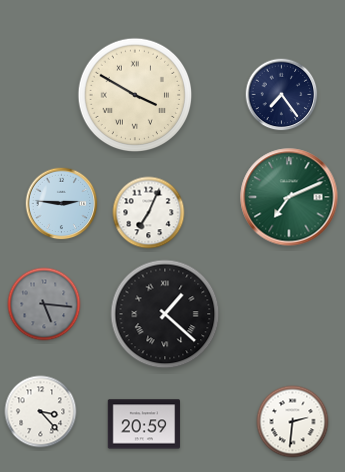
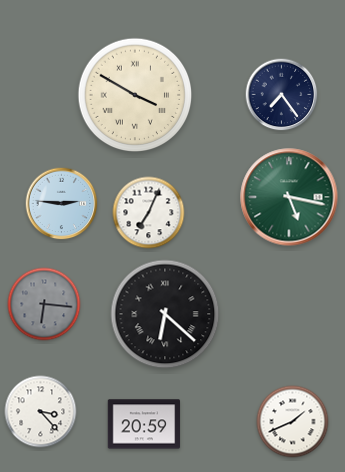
clock at (289, 197): 7:11 -> 5:17
clock at (44, 304): 5:16 -> 6:16
clock at (165, 314): 1:22 -> 6:22
clock at (293, 422): 2:31 -> 1:41
